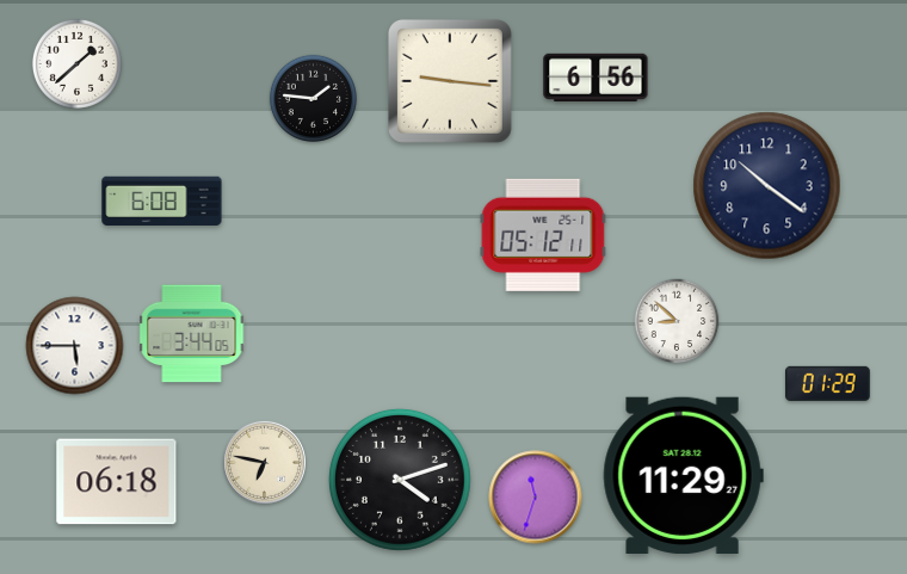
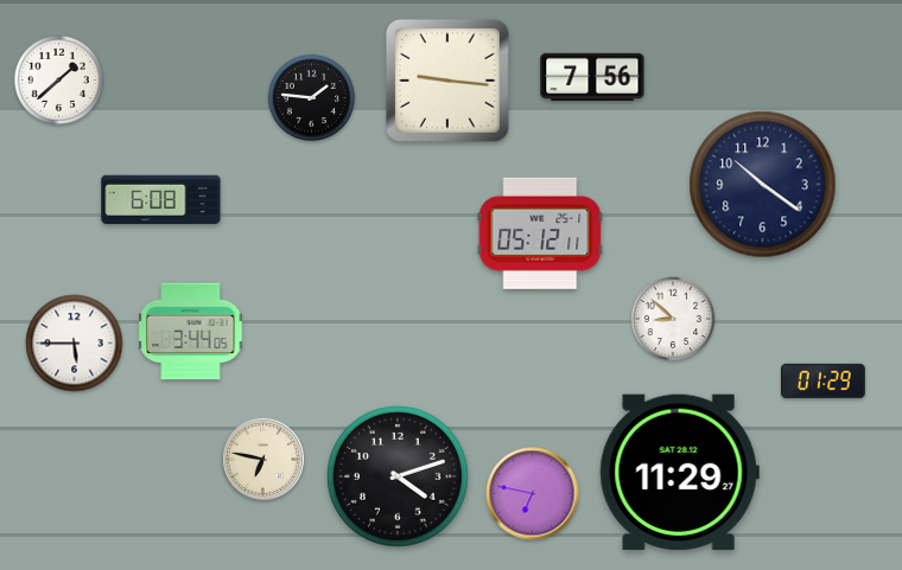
clock at (76, 63) position: (76, 63) -> (58, 79)
clock at (596, 76): 6:56 -> 7:56
clock at (117, 482): 06:18 -> none
clock at (536, 498): 11:33 -> 6:47
